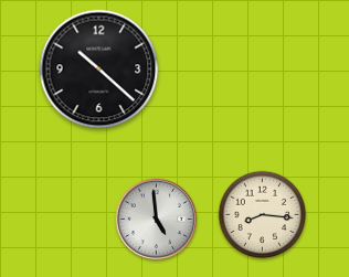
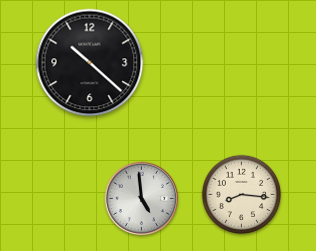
clock at (263, 215) position: (263, 215) -> (242, 195)
